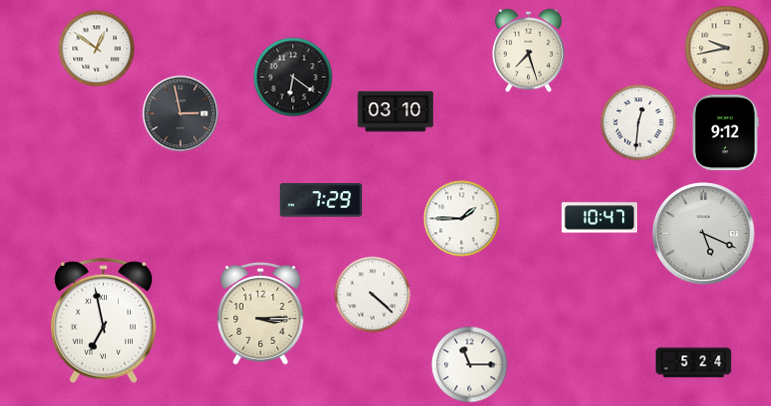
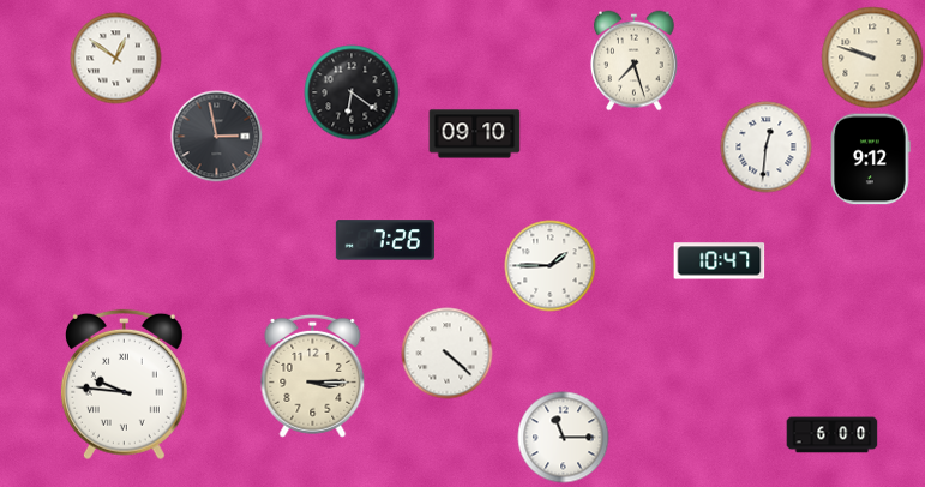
clock at (727, 48): 9:43 -> 9:48
clock at (396, 112): 03:10 -> 09:10
clock at (321, 200): 7:29 -> 7:26
clock at (462, 219) position: (462, 219) -> (551, 266)
clock at (704, 234): 5:19 -> none
clock at (103, 321): 6:58 -> 9:46
clock at (694, 363): 5:24 -> 6:00
